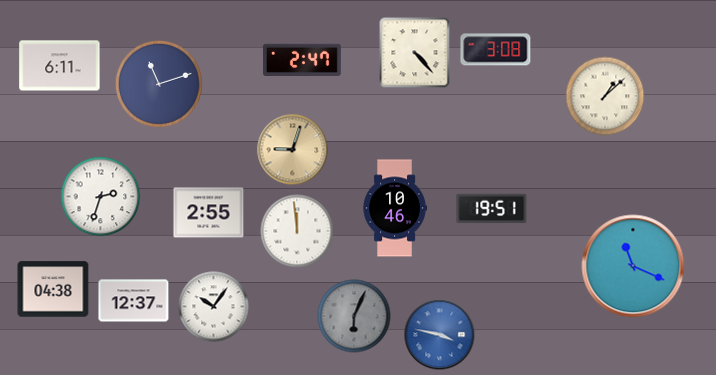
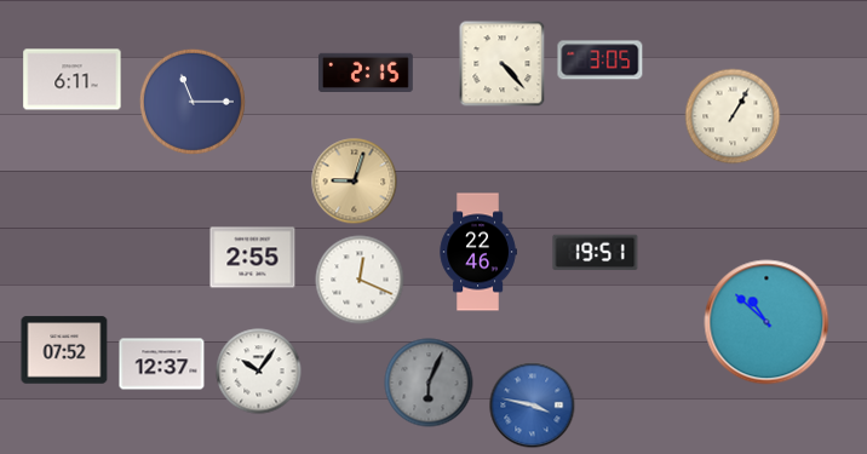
clock at (496, 50): 3:08 -> 3:05
clock at (302, 59): 2:47 -> 2:15
clock at (159, 84): 11:12 -> 11:15
clock at (605, 96): 1:08 -> 1:05
clock at (101, 197): 2:33 -> none
clock at (395, 208): 10:46 -> 22:46
clock at (297, 231): 11:59 -> 12:19
clock at (633, 266): 11:19 -> 10:52
clock at (53, 289): 04:38 -> 07:52
